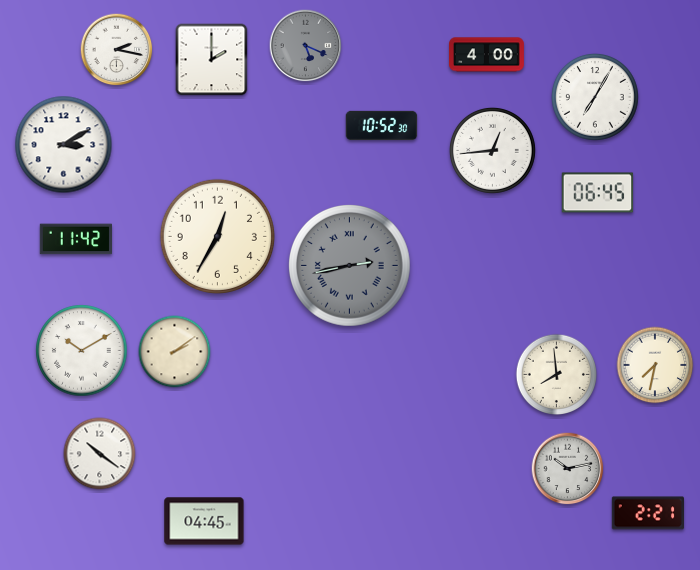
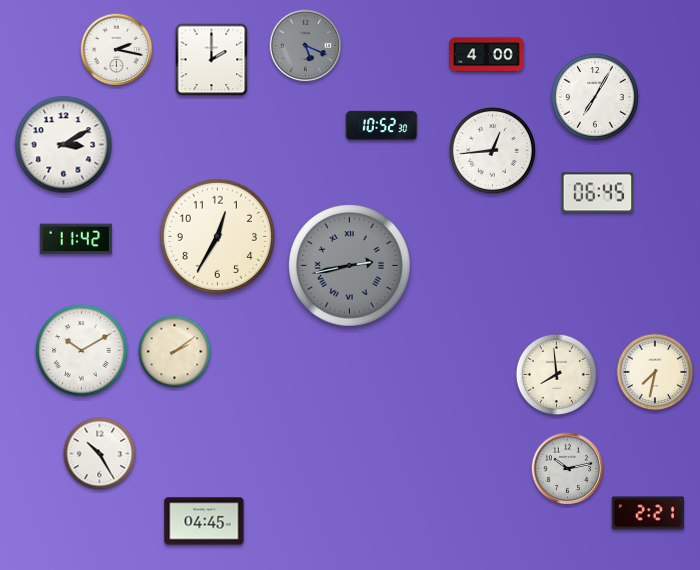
clock at (655, 365) position: (655, 365) -> (655, 372)
clock at (100, 454): 10:21 -> 10:25
